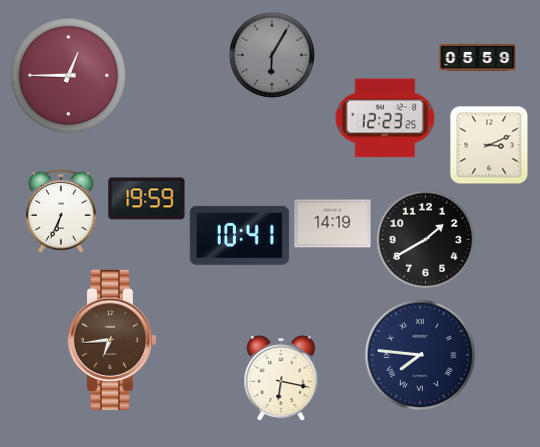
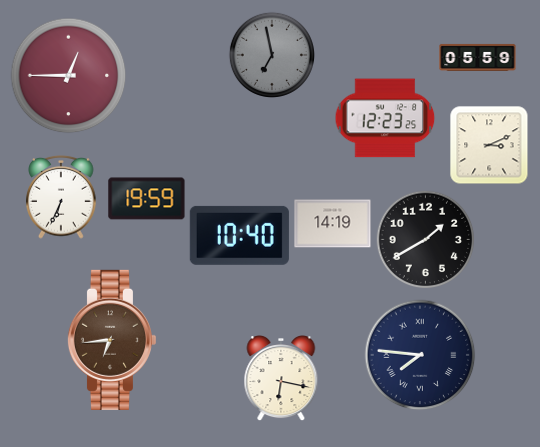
clock at (272, 55): 6:05 -> 6:58
clock at (61, 211) position: (61, 211) -> (61, 197)
clock at (239, 235): 10:41 -> 10:40
